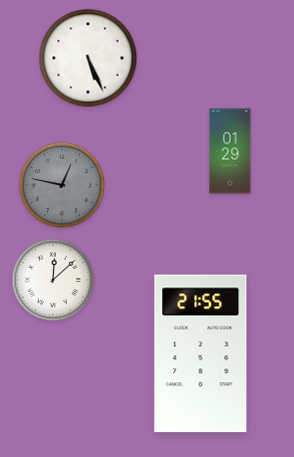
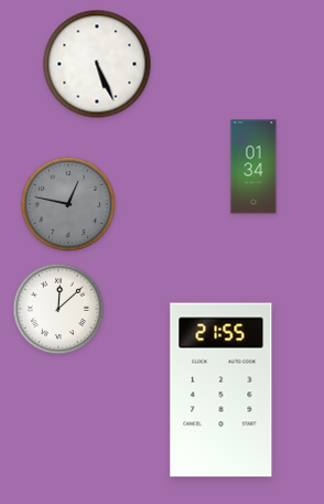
clock at (230, 151): 01:29 -> 01:34
